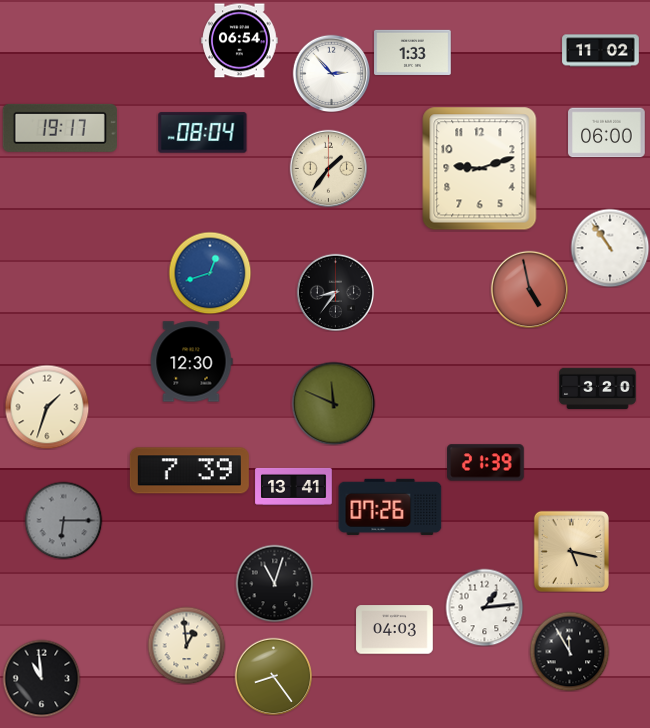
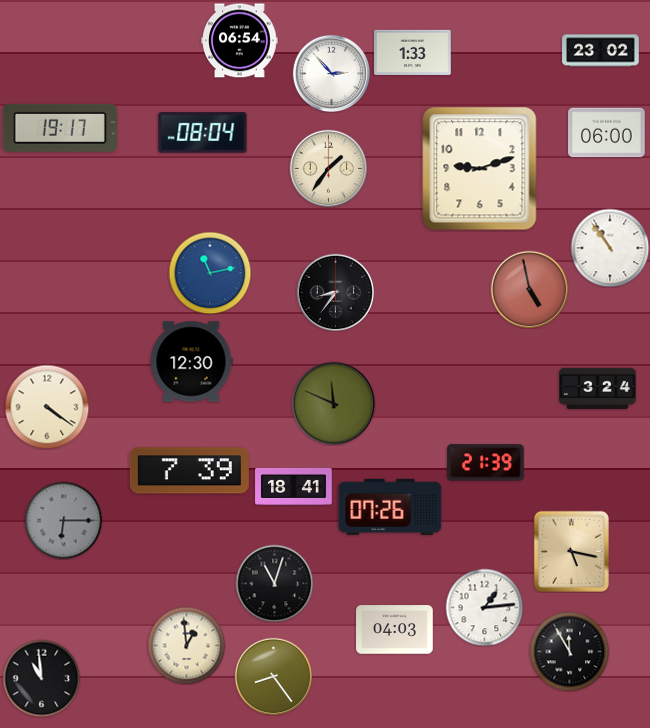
clock at (601, 51): 11:02 -> 23:02
clock at (210, 273): 12:42 -> 11:13
clock at (598, 389): 3:20 -> 3:24
clock at (47, 407): 1:33 -> 4:21
clock at (294, 486): 13:41 -> 18:41
